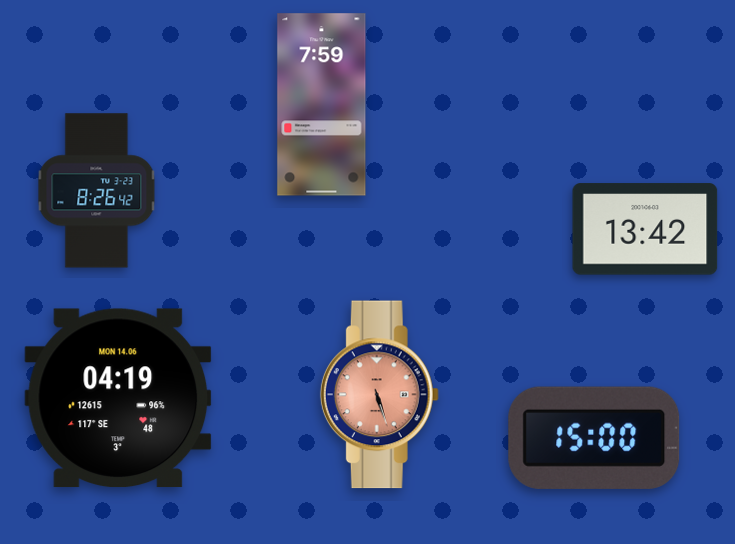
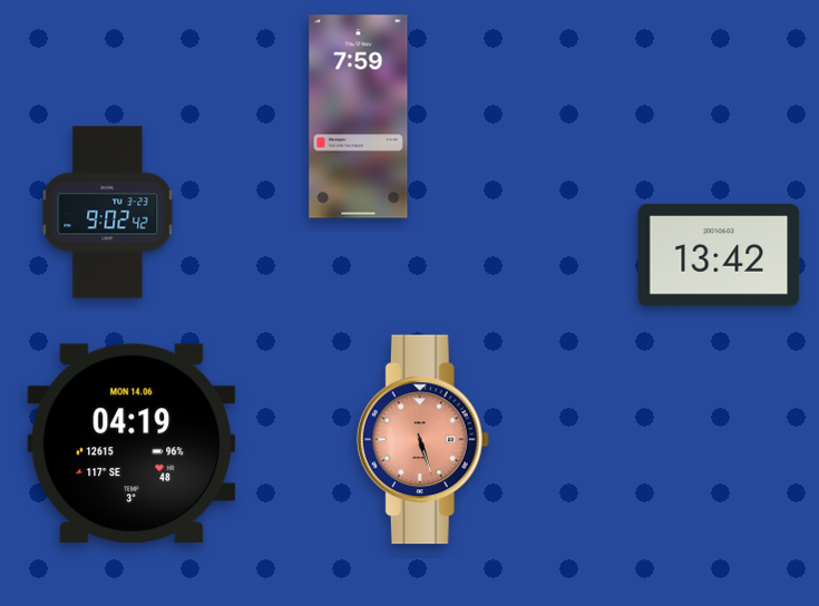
clock at (97, 191): 8:26 -> 9:02
clock at (594, 438): 15:00 -> none
